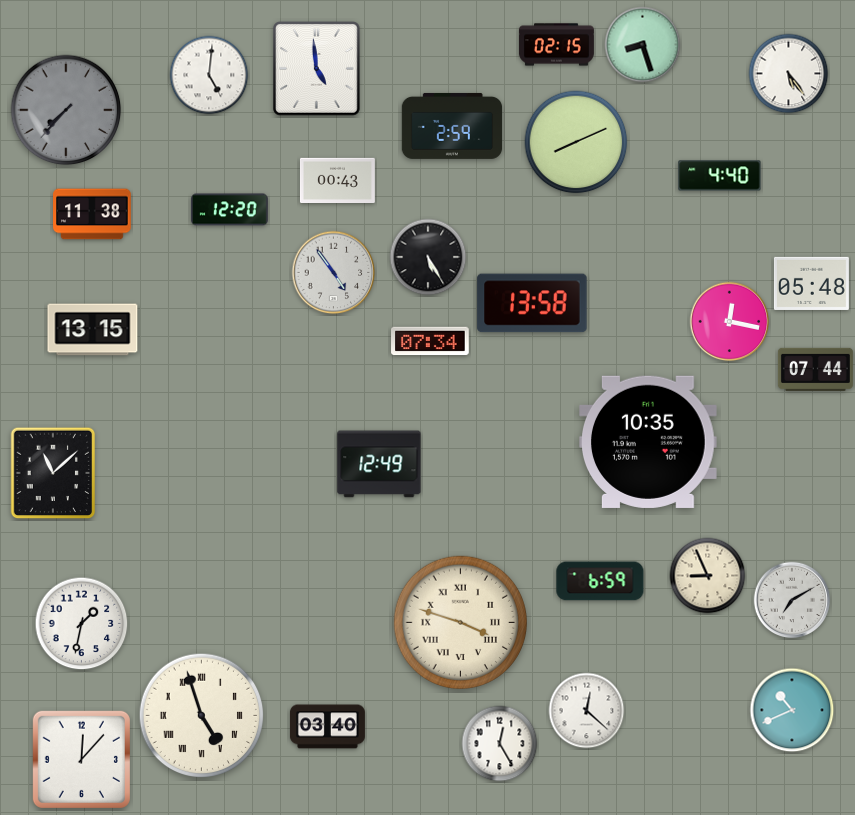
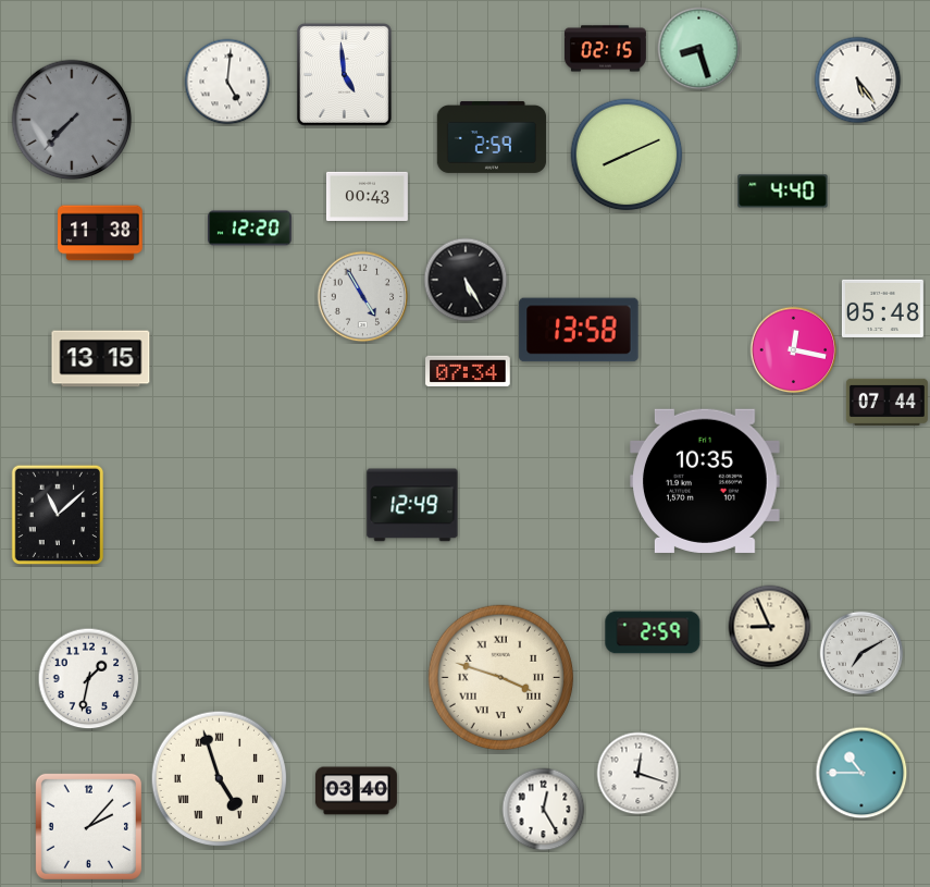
clock at (334, 273): 4:54 -> 4:55
clock at (600, 581): 6:59 -> 2:59
clock at (792, 710): 10:41 -> 10:45
clock at (587, 711): 12:22 -> 12:18
clock at (81, 759): 12:07 -> 2:07
